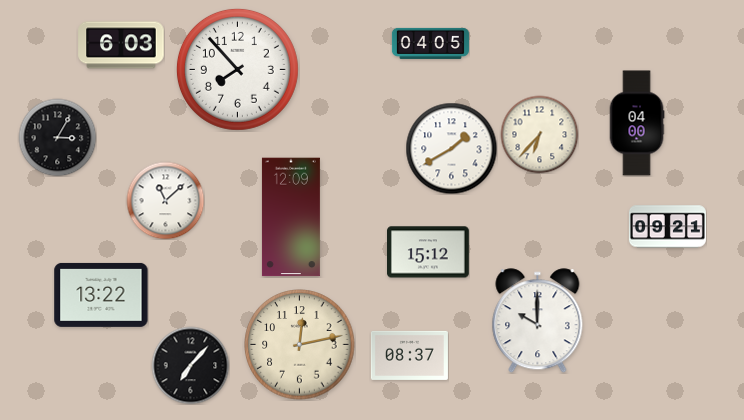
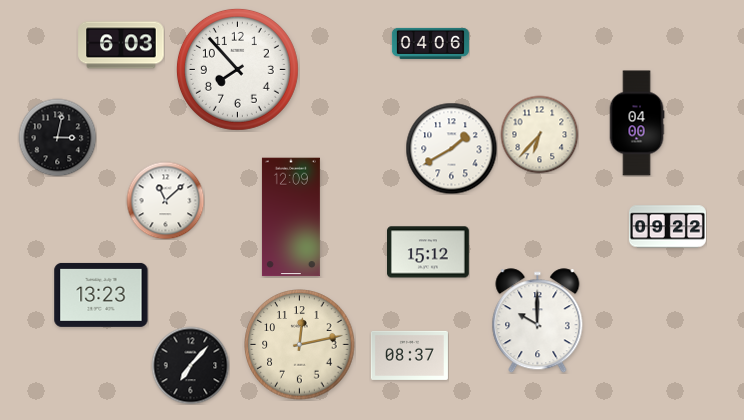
clock at (430, 43): 04:05 -> 04:06
clock at (57, 137): 3:05 -> 3:02
clock at (667, 227): 09:21 -> 09:22
clock at (101, 295): 13:22 -> 13:23
